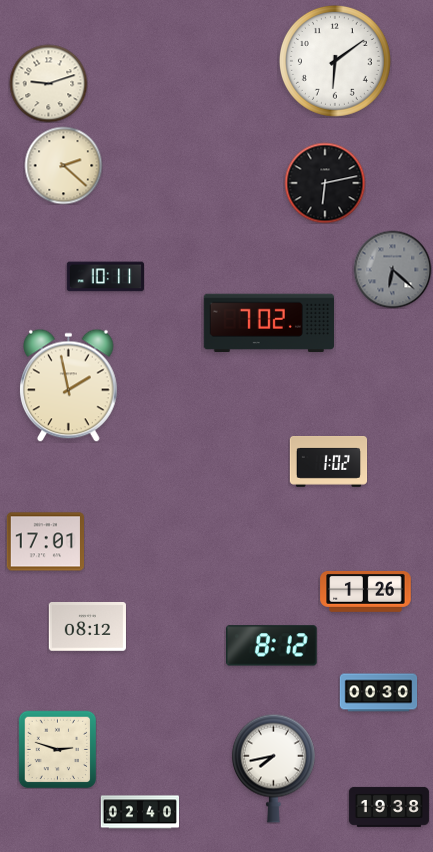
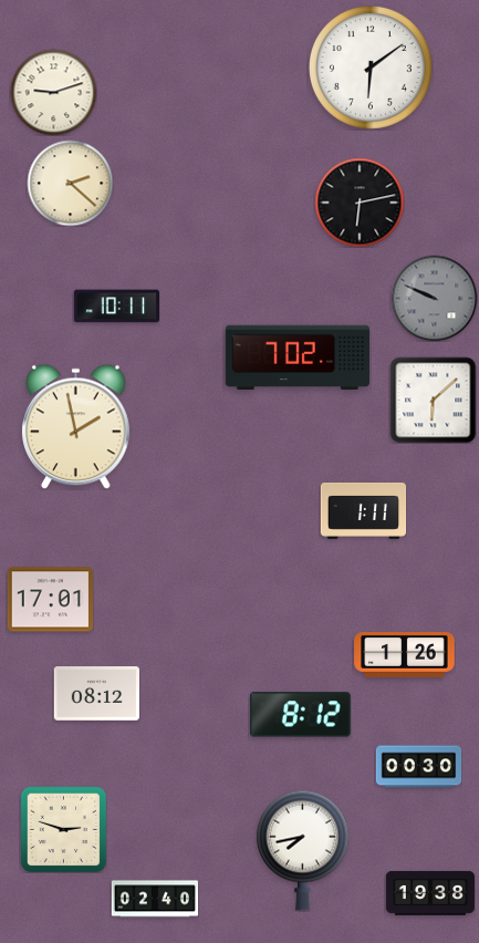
clock at (392, 269): 6:22 -> 9:49
clock at (433, 400): none -> 6:08
clock at (328, 462): 1:02 -> 1:11
